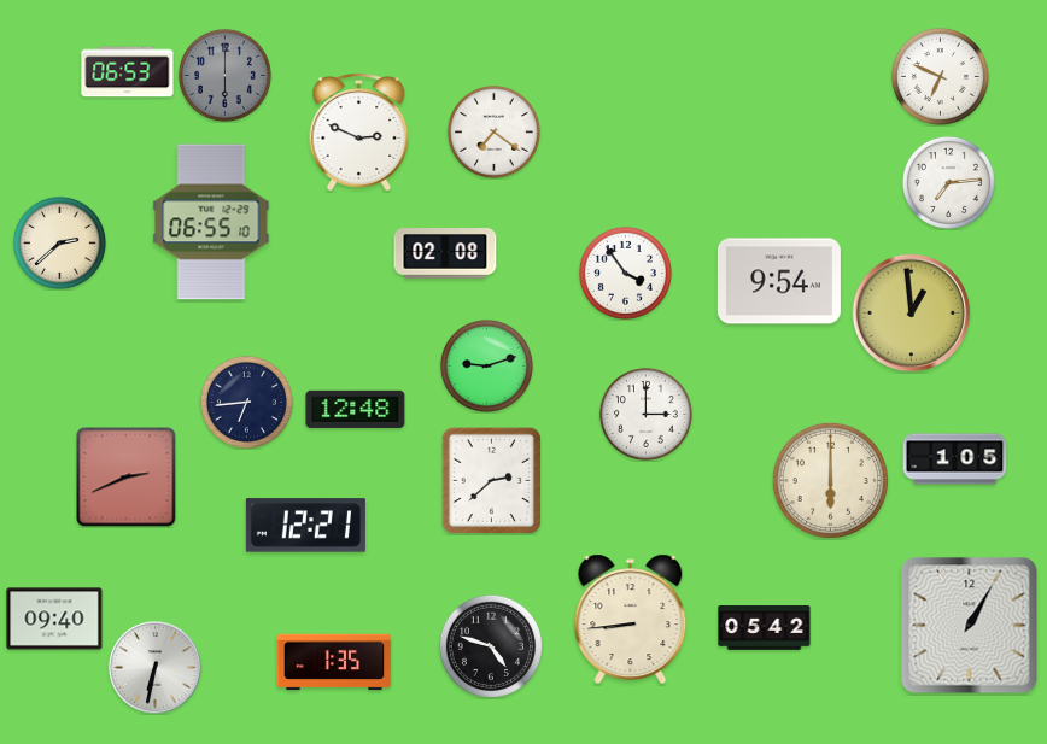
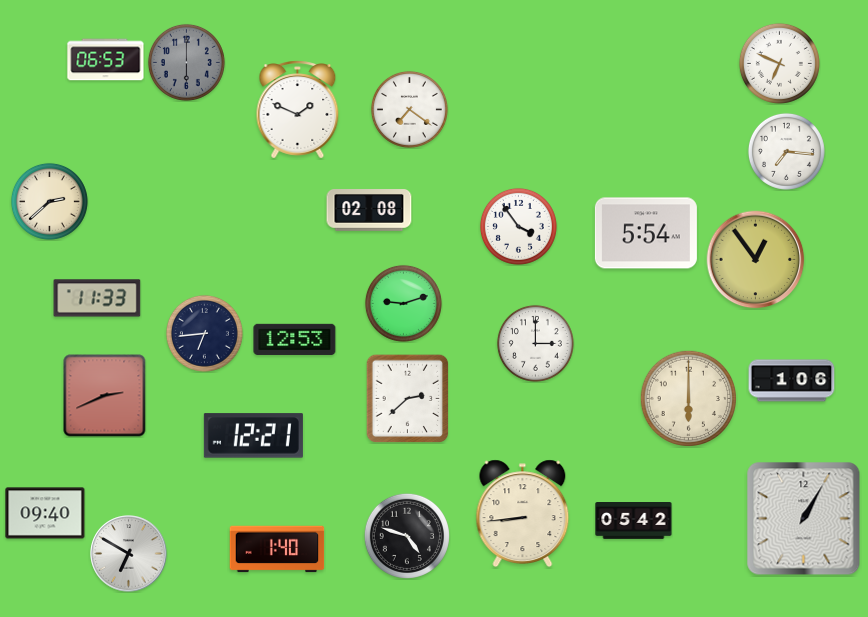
clock at (359, 133): 2:49 -> 1:49
clock at (948, 182): 7:14 -> 7:16
clock at (211, 222): 06:55 -> none
clock at (779, 281): 9:54 -> 5:54
clock at (912, 314): 12:59 -> 12:54
clock at (97, 298): none -> 11:33
clock at (356, 409): 12:48 -> 12:53
clock at (955, 459): 1:05 -> 1:06
clock at (334, 662): 1:35 -> 1:40
clock at (156, 668): 6:32 -> 6:50
